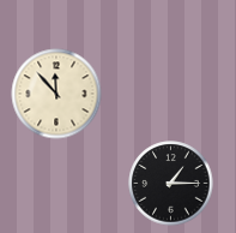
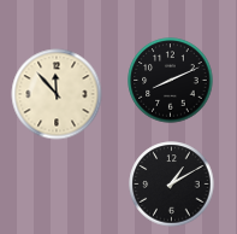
clock at (171, 81): none -> 8:11
clock at (171, 184): 1:15 -> 1:10
